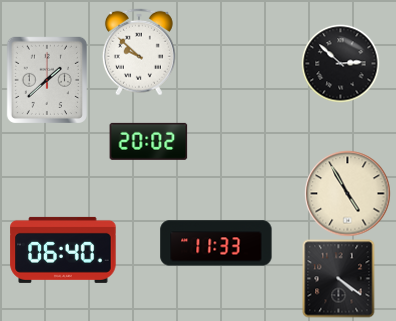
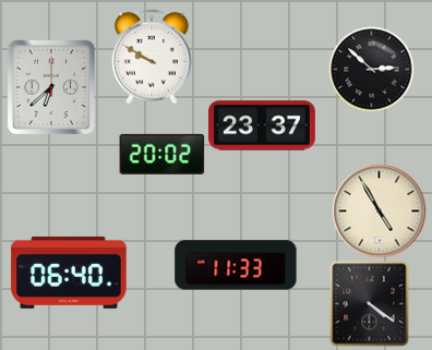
clock at (139, 52): 9:52 -> 9:50
clock at (47, 80): 1:38 -> 6:38
clock at (262, 125): none -> 23:37
